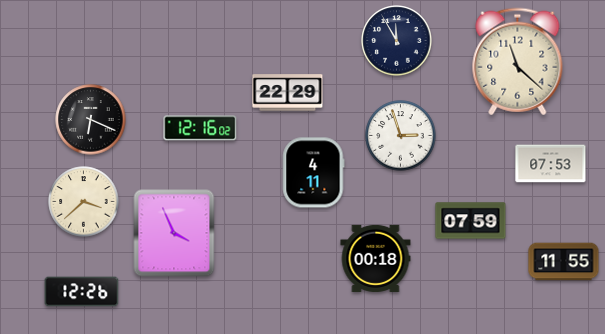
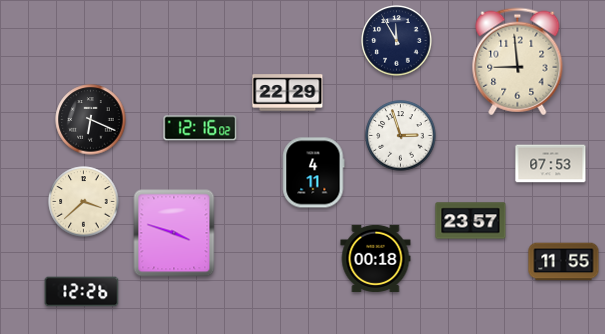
clock at (518, 62): 11:22 -> 8:59
clock at (471, 221): 07:59 -> 23:57
clock at (174, 233): 3:56 -> 3:48
